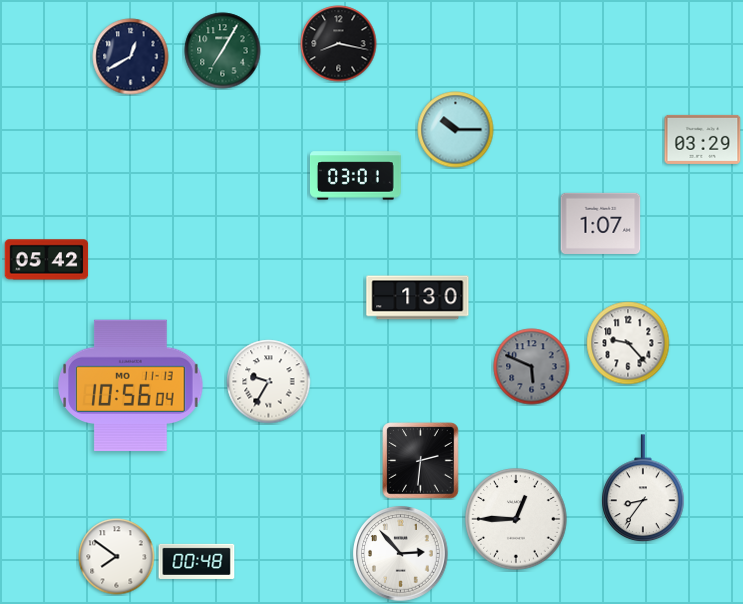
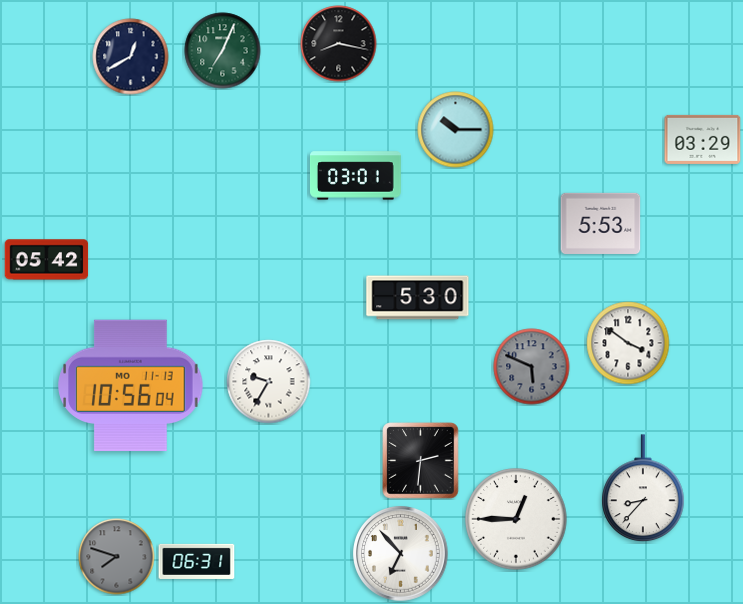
clock at (223, 51): 7:05 -> 7:04
clock at (601, 223): 1:07 -> 5:53
clock at (418, 298): 1:30 -> 5:30
clock at (628, 343): 9:23 -> 3:51
clock at (643, 489): 8:36 -> 8:37
clock at (401, 554): 2:53 -> 6:53
clock at (117, 557): 7:51 -> 7:48
clock at (117, 557) dial: white -> grey
clock at (197, 561): 00:48 -> 06:31
